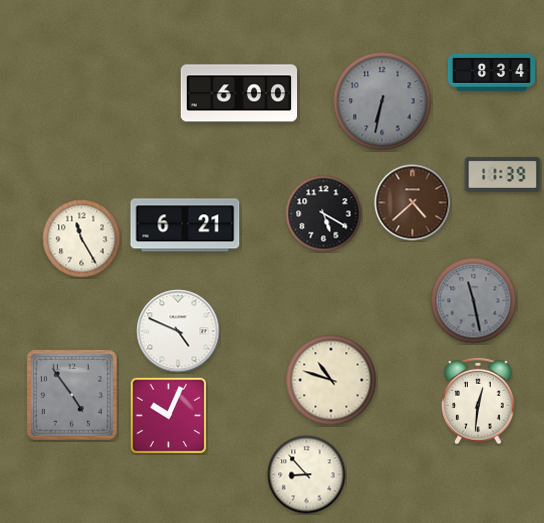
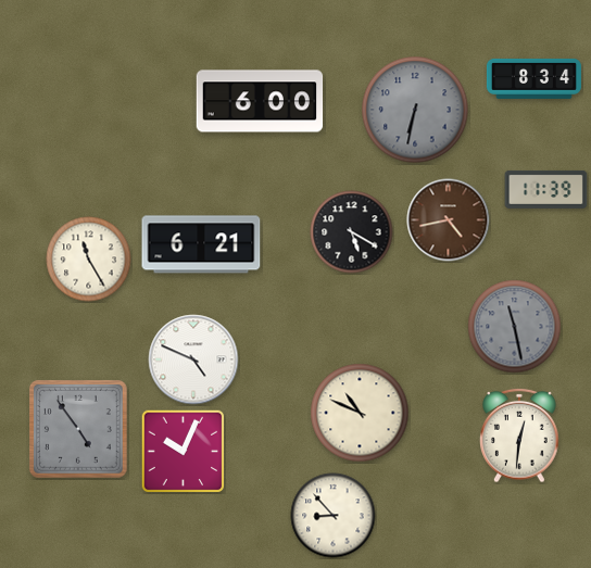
clock at (413, 203): 4:38 -> 4:43
clock at (331, 380): 10:48 -> 10:49
